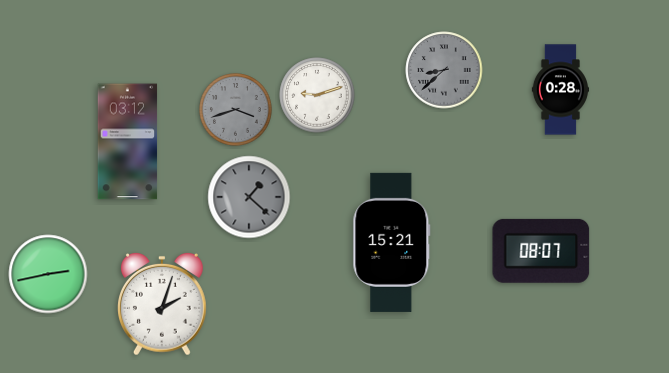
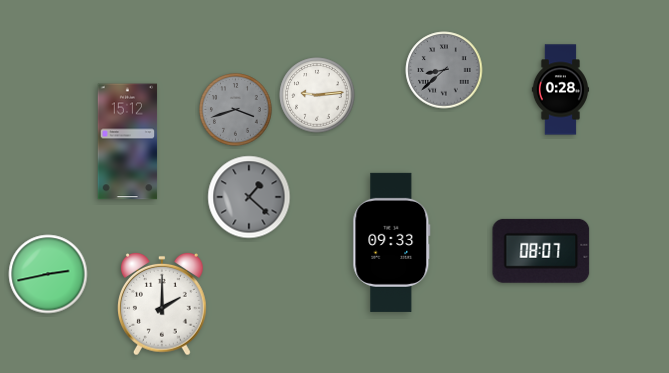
clock at (317, 95): 9:12 -> 9:14
clock at (128, 142): 03:12 -> 15:12
clock at (392, 242): 15:21 -> 09:33
clock at (163, 304): 2:03 -> 2:00
